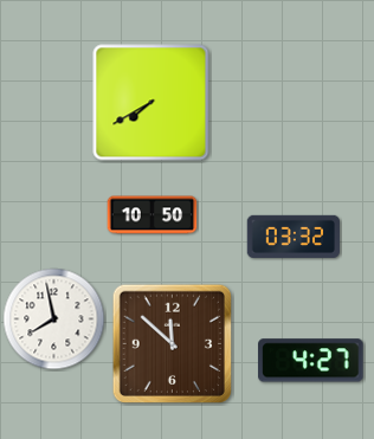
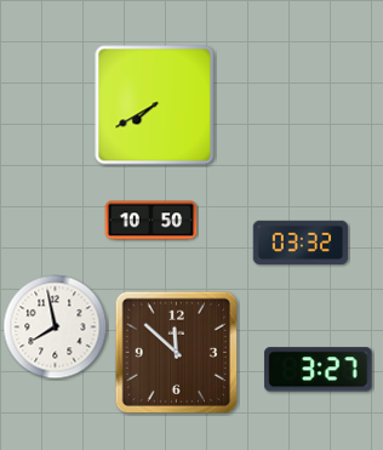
clock at (153, 215) position: (153, 215) -> (152, 221)
clock at (311, 361): 4:27 -> 3:27
